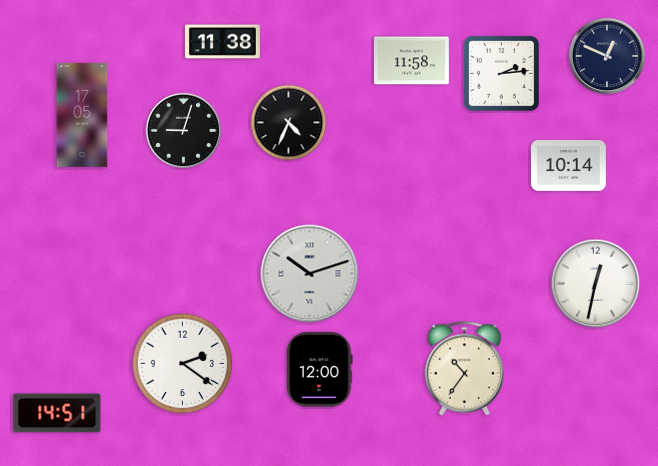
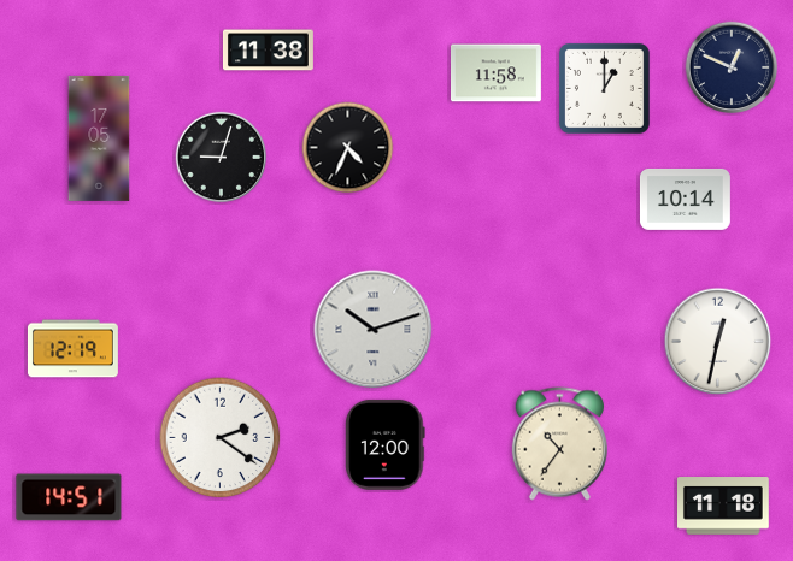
clock at (501, 73): 2:14 -> 1:00
clock at (72, 349): none -> 12:19
clock at (724, 507): none -> 11:18
